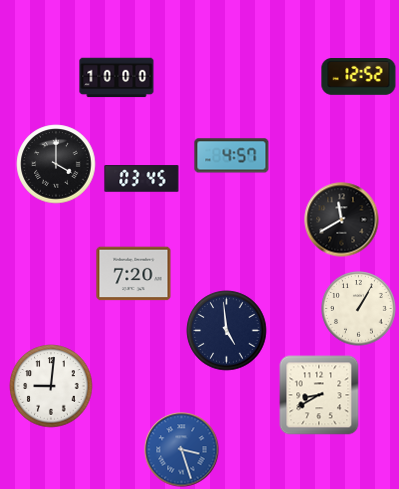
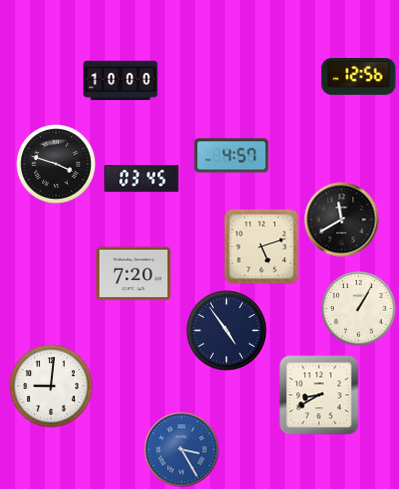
clock at (359, 77): 12:52 -> 12:56
clock at (117, 78) position: (117, 78) -> (121, 81)
clock at (56, 164): 4:00 -> 3:48
clock at (262, 247): none -> 5:12
clock at (227, 331): 4:59 -> 4:54
clock at (182, 450): 3:27 -> 3:25
